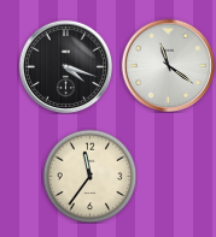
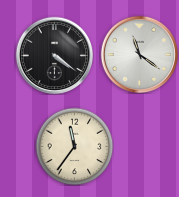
clock at (65, 66): 4:18 -> 4:21
